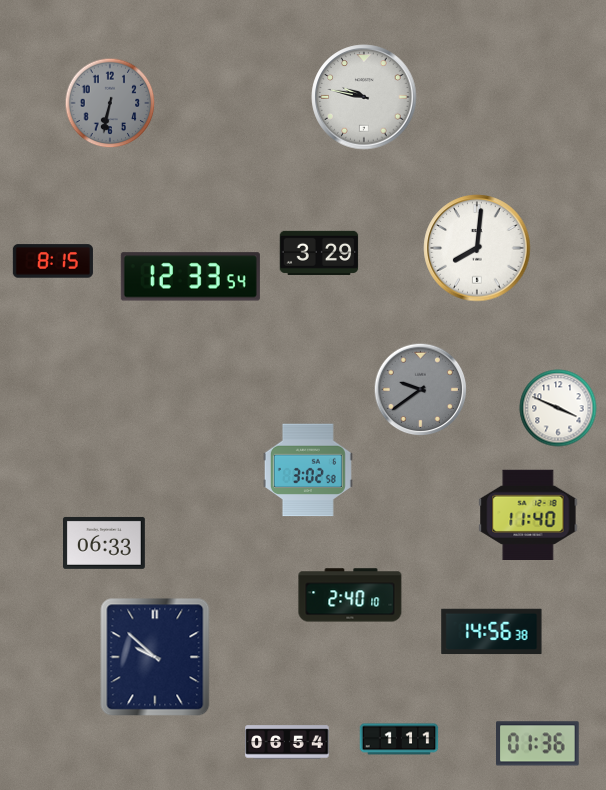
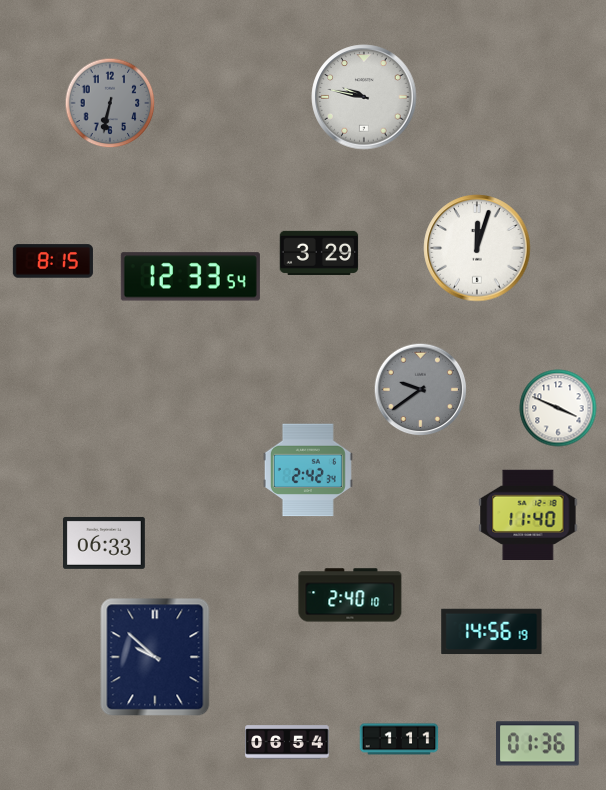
clock at (477, 248): 8:01 -> 12:03
clock at (308, 470): 3:02 -> 2:42
clock at (492, 632): 14:56:38 -> 14:56:19
